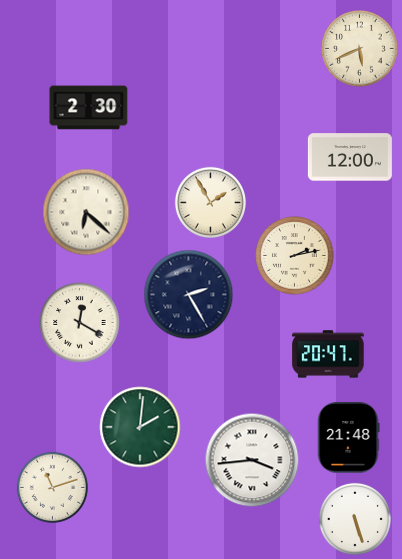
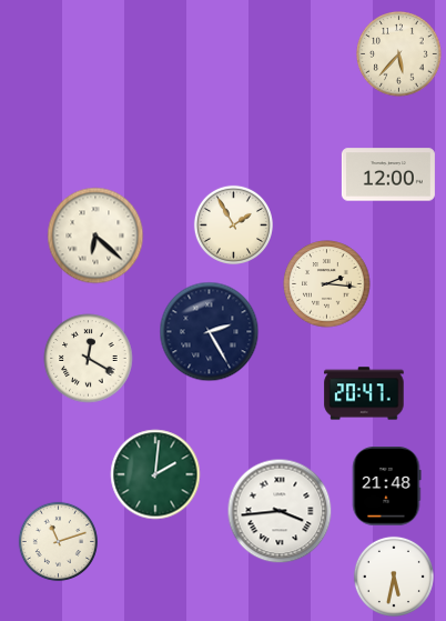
clock at (360, 49): 5:41 -> 5:37
clock at (89, 108): 2:30 -> none
clock at (295, 256): 2:13 -> 2:16
clock at (189, 295) position: (189, 295) -> (210, 332)
clock at (355, 519): 5:27 -> 5:32
